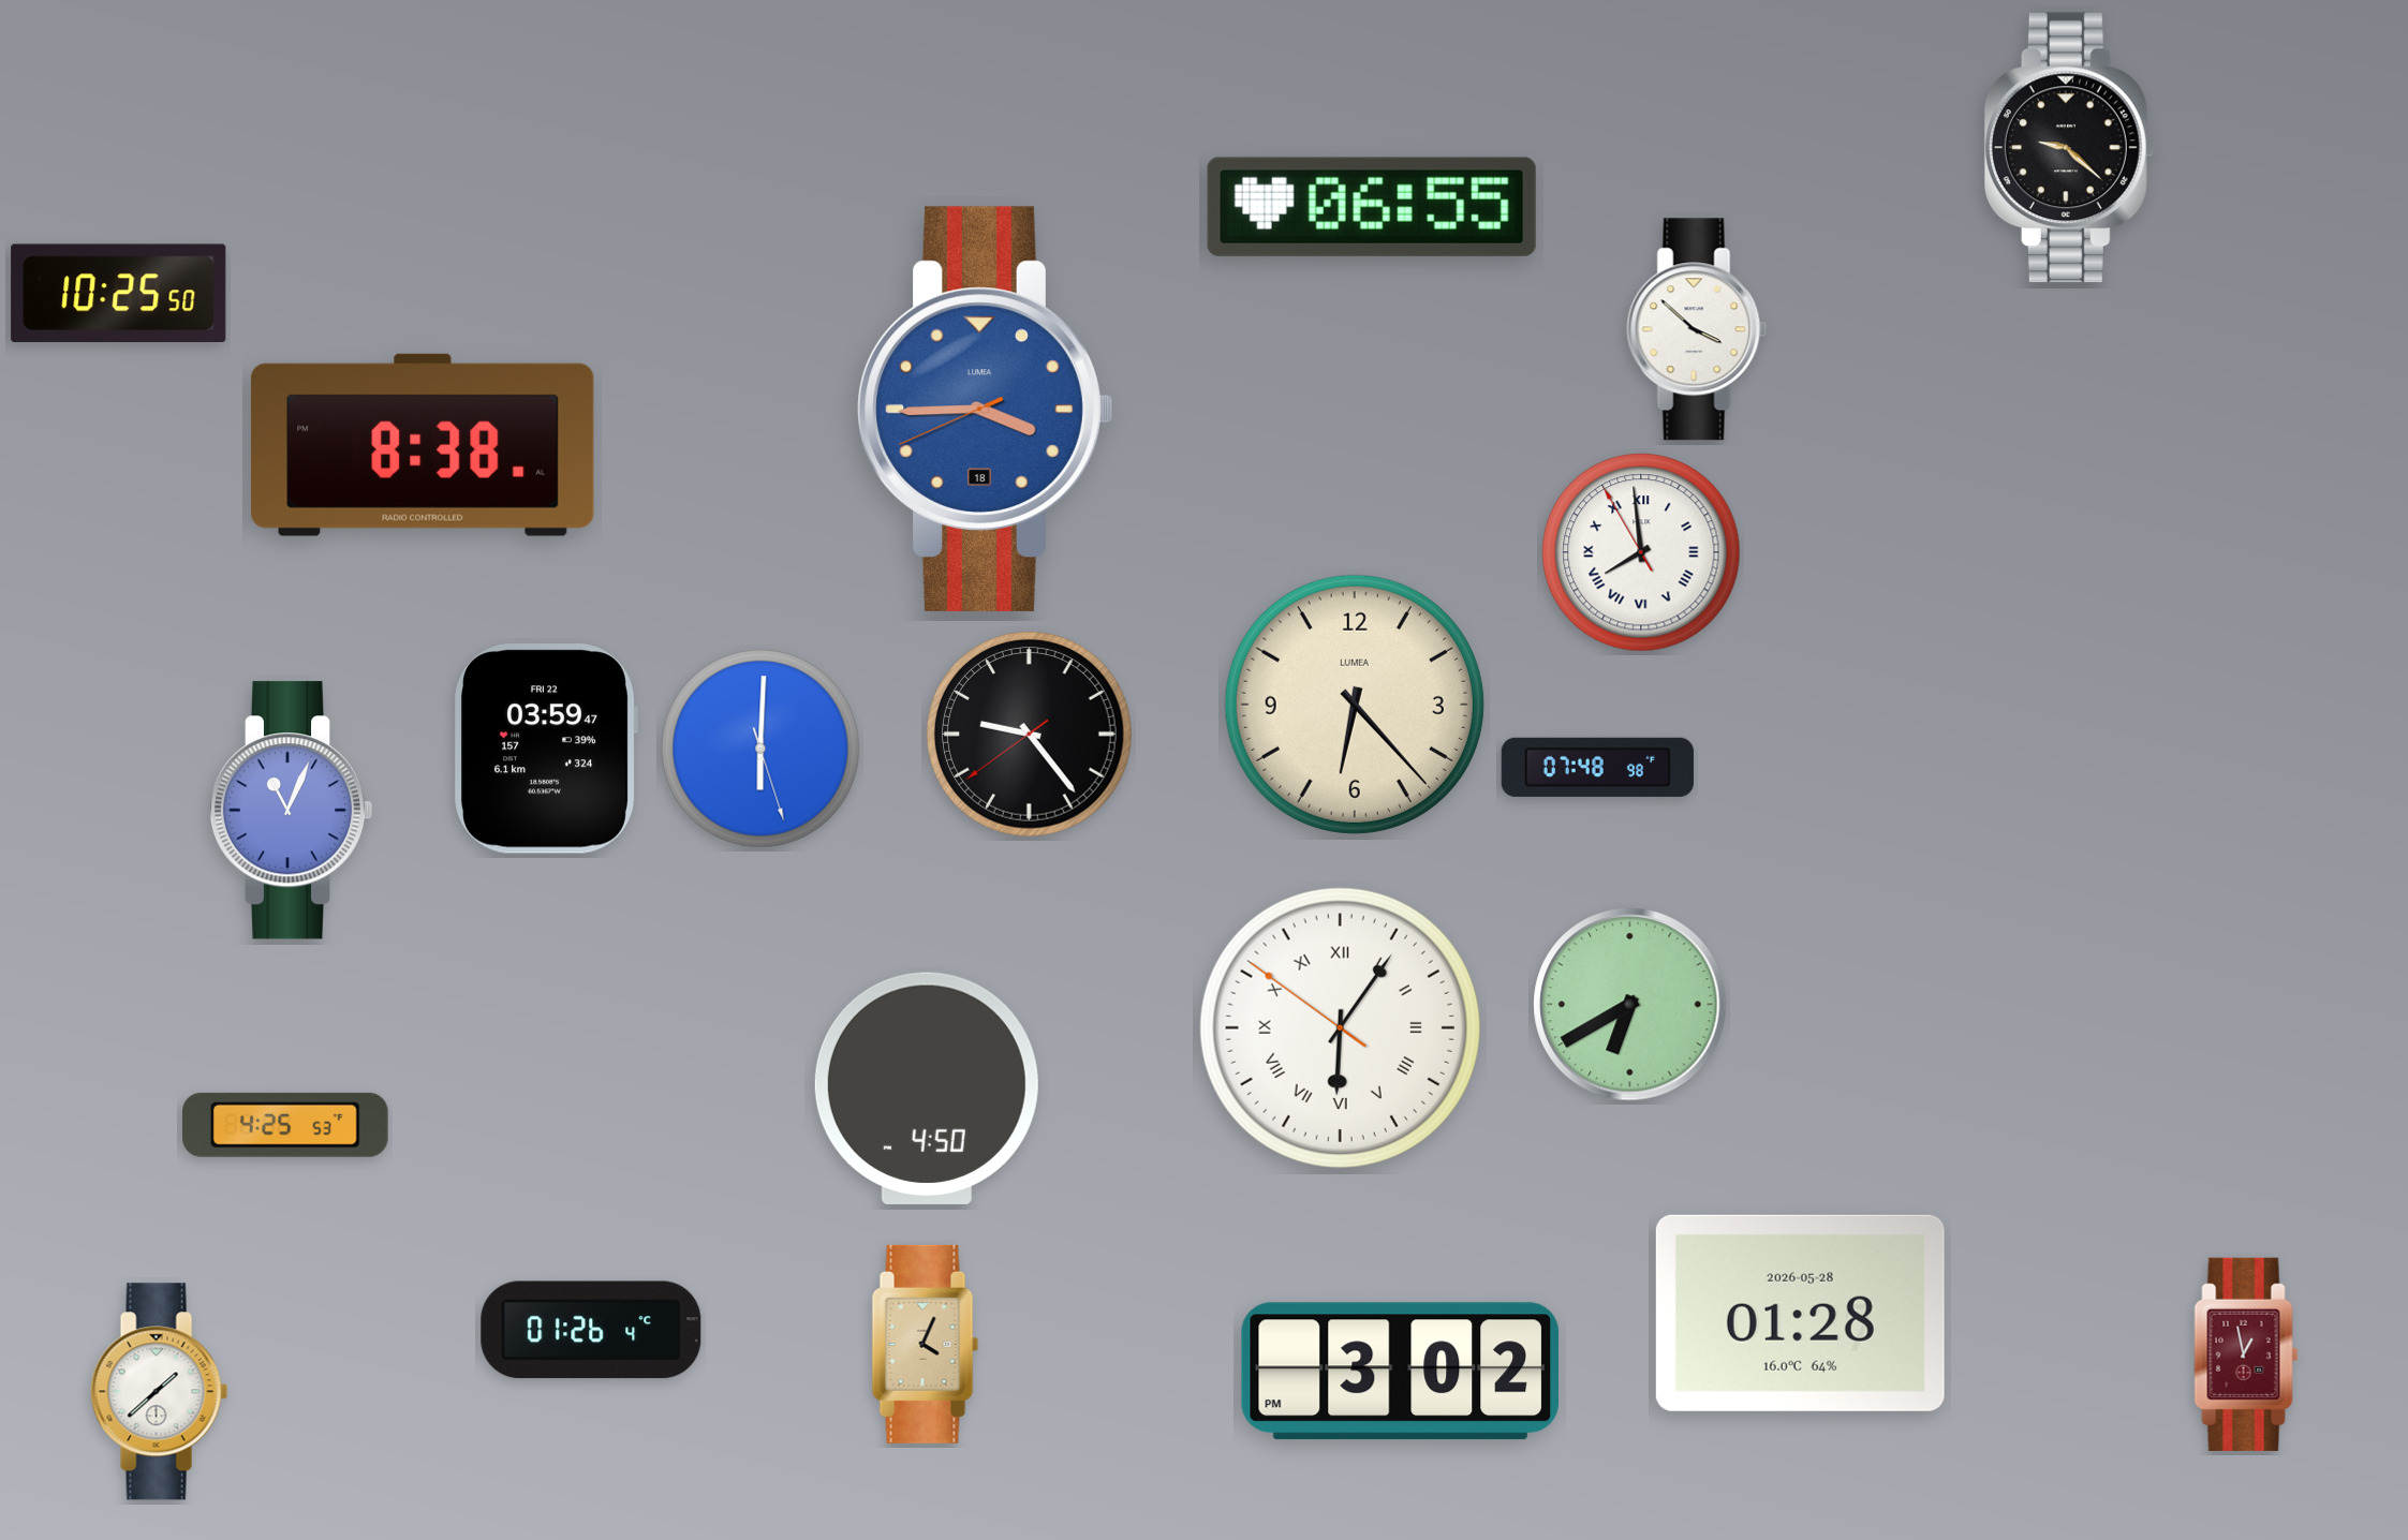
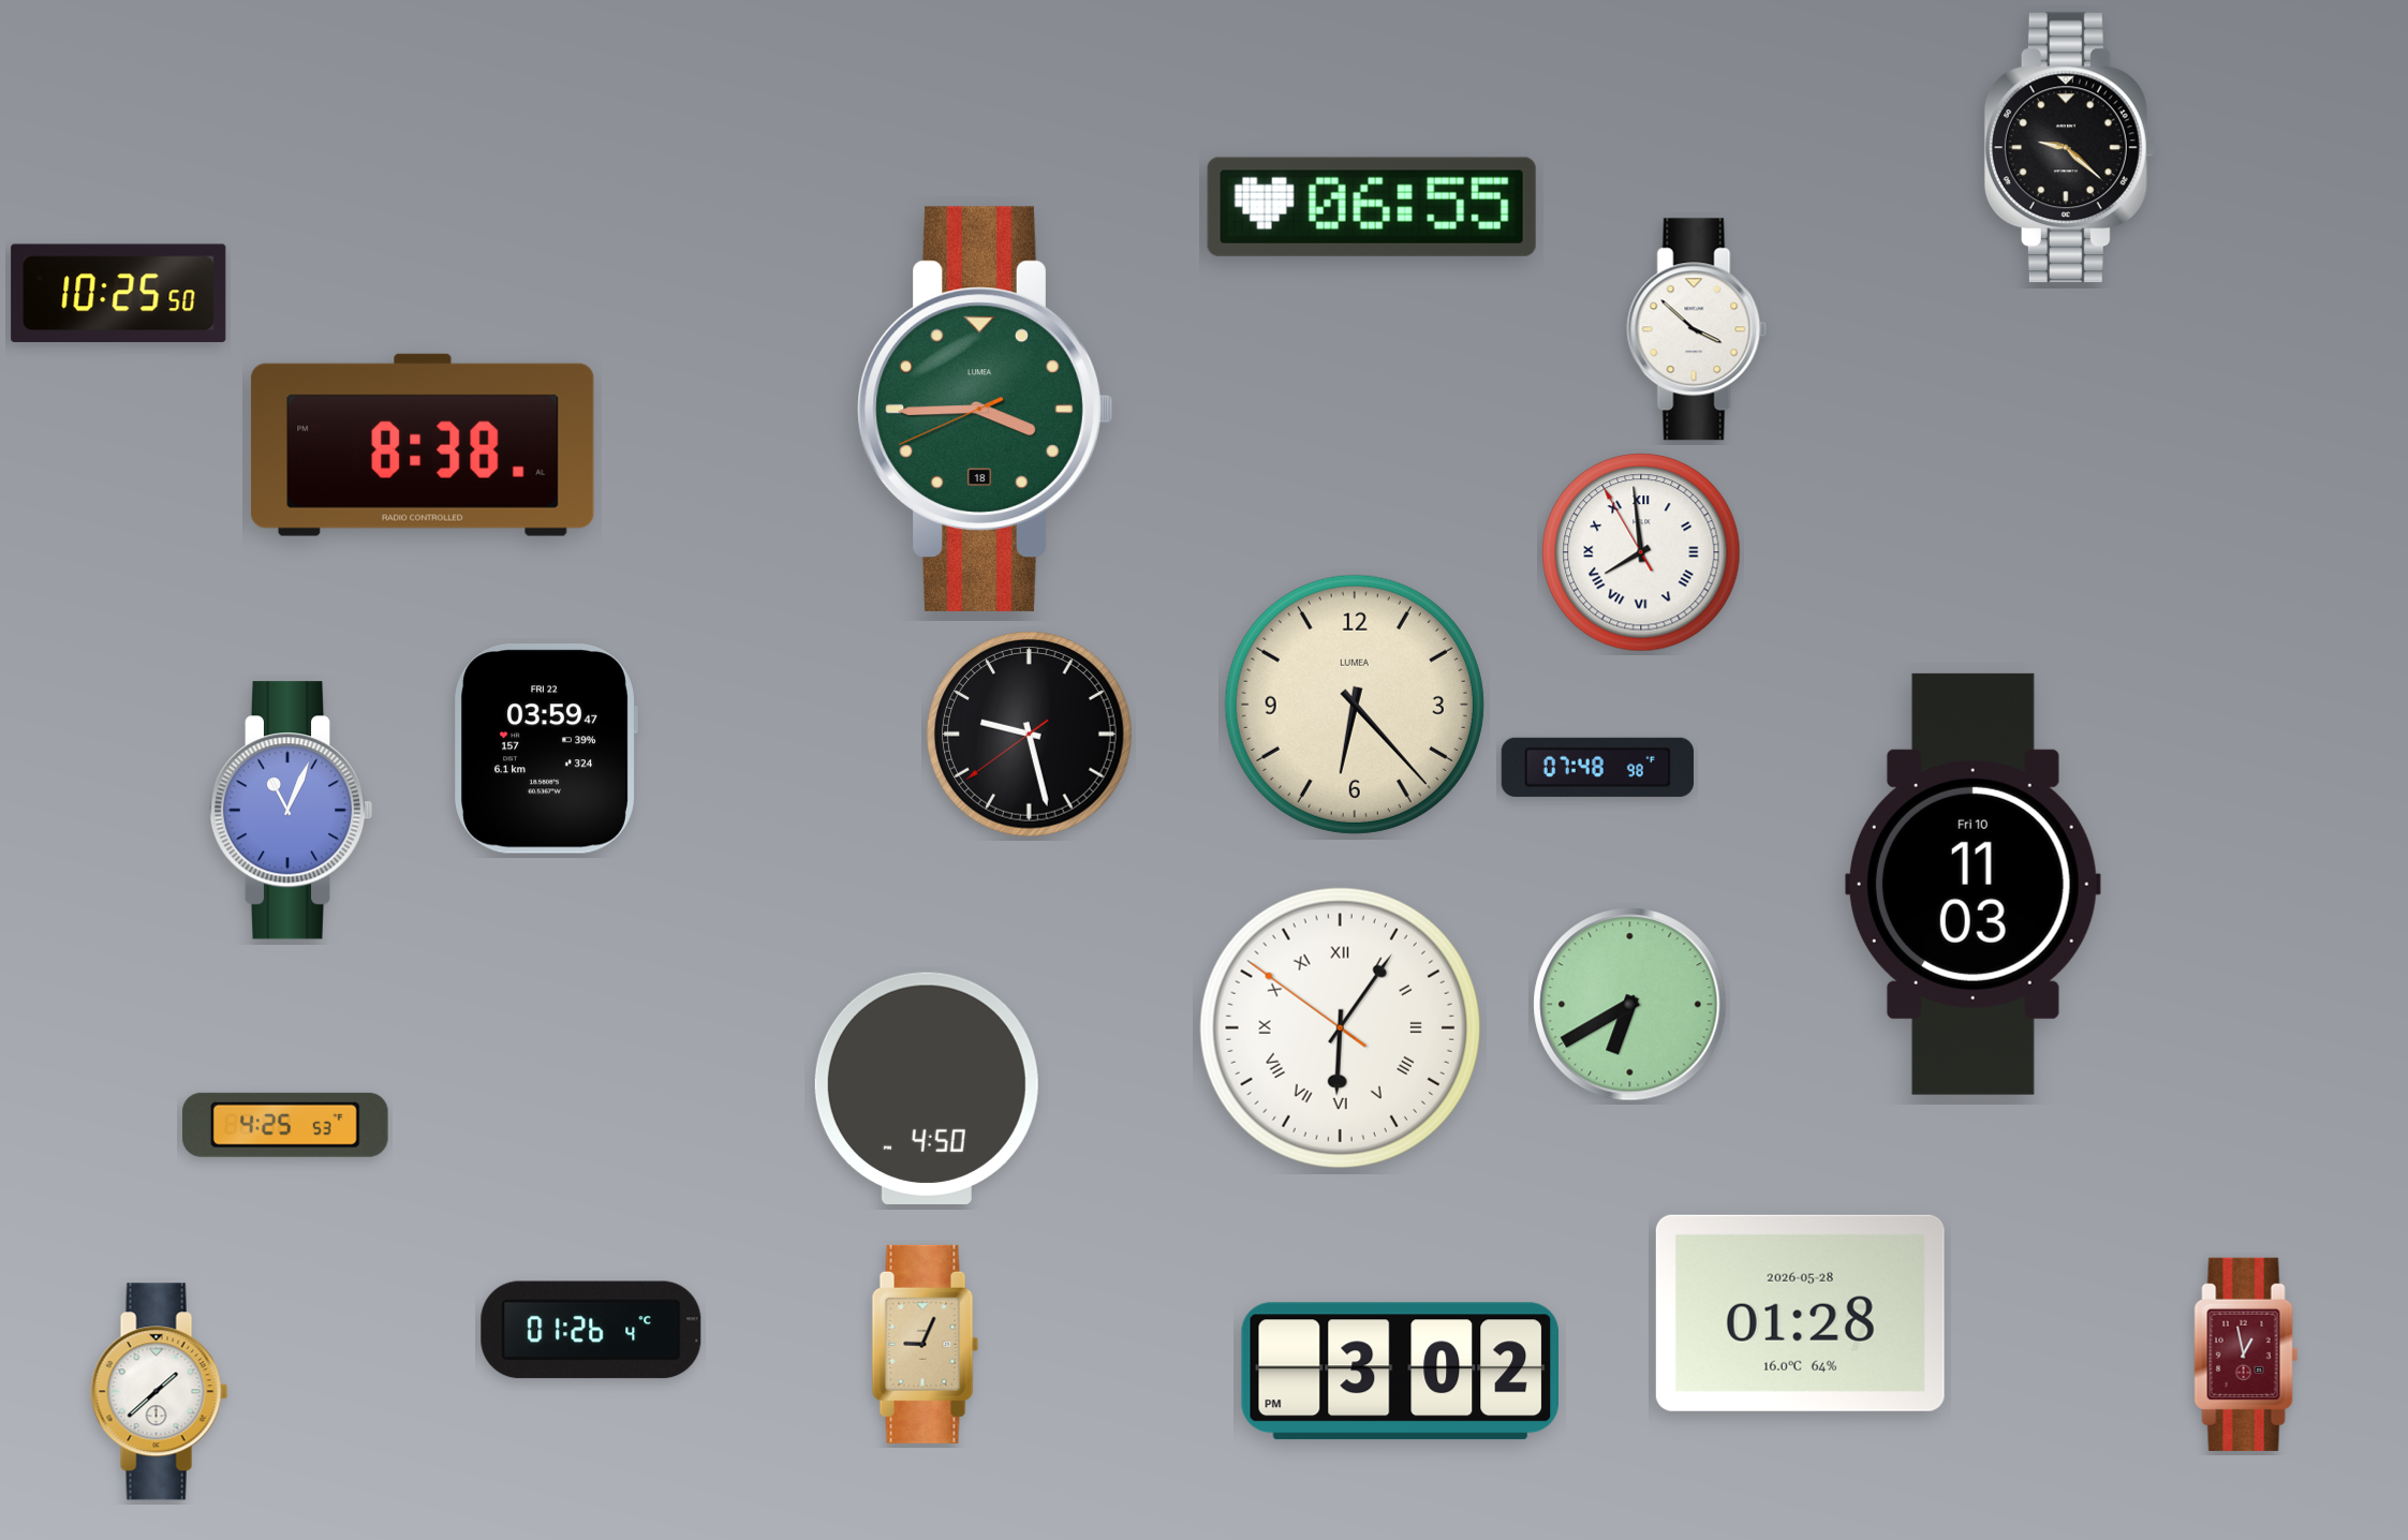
clock at (986, 409) dial: blue -> green
clock at (1030, 735): 9:23 -> 9:27
clock at (760, 749): 6:00 -> none
clock at (1973, 884): none -> 11:03
clock at (926, 1344): 4:04 -> 9:04
